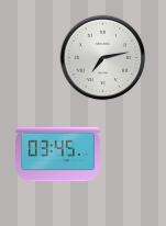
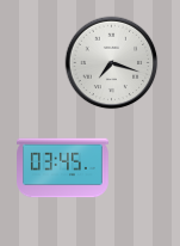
clock at (102, 57): 7:13 -> 7:18
